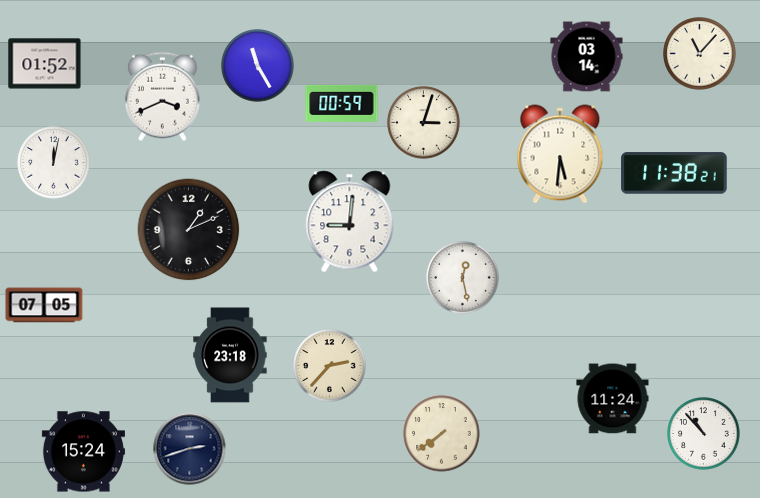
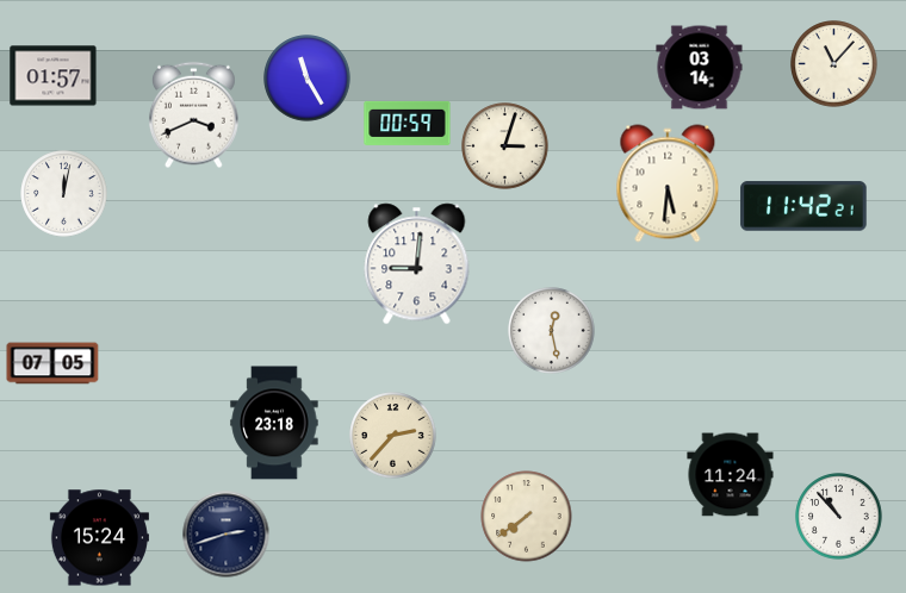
clock at (45, 64): 01:52 -> 01:57
clock at (674, 173): 11:38 -> 11:42
clock at (189, 230): 1:11 -> none
